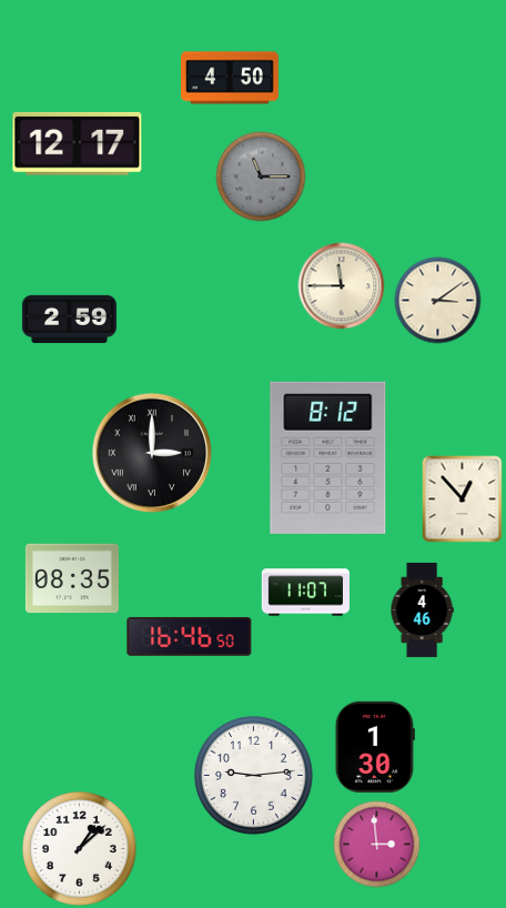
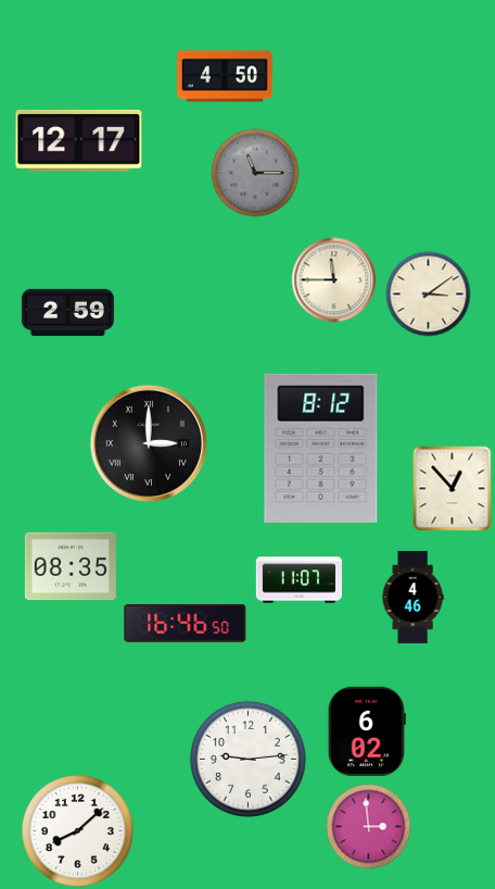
clock at (78, 143) position: (78, 143) -> (79, 140)
clock at (375, 747): 1:30 -> 6:02
clock at (80, 849): 1:08 -> 8:08
